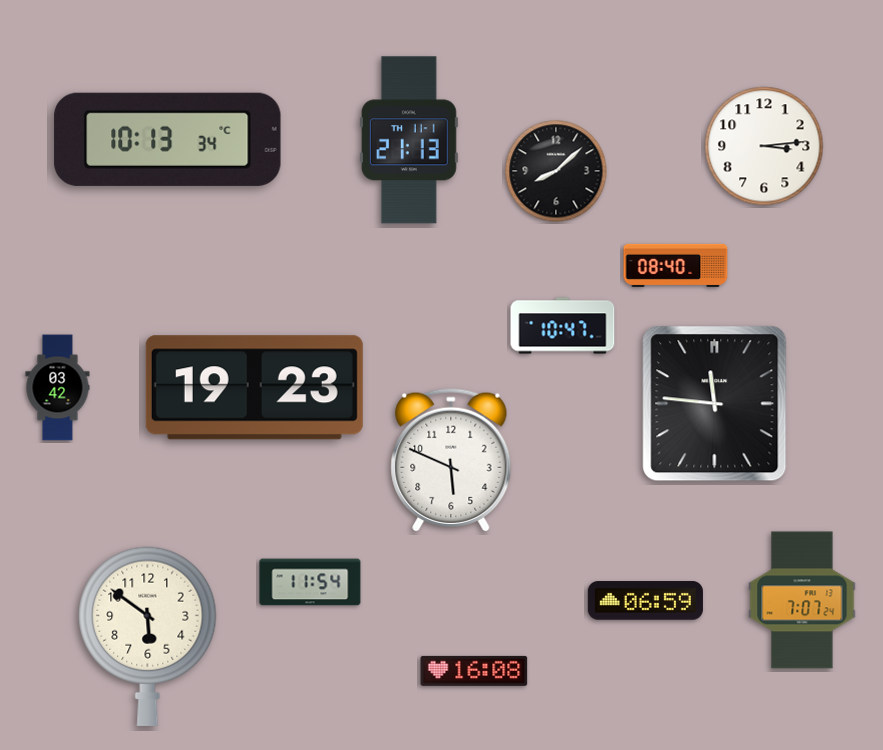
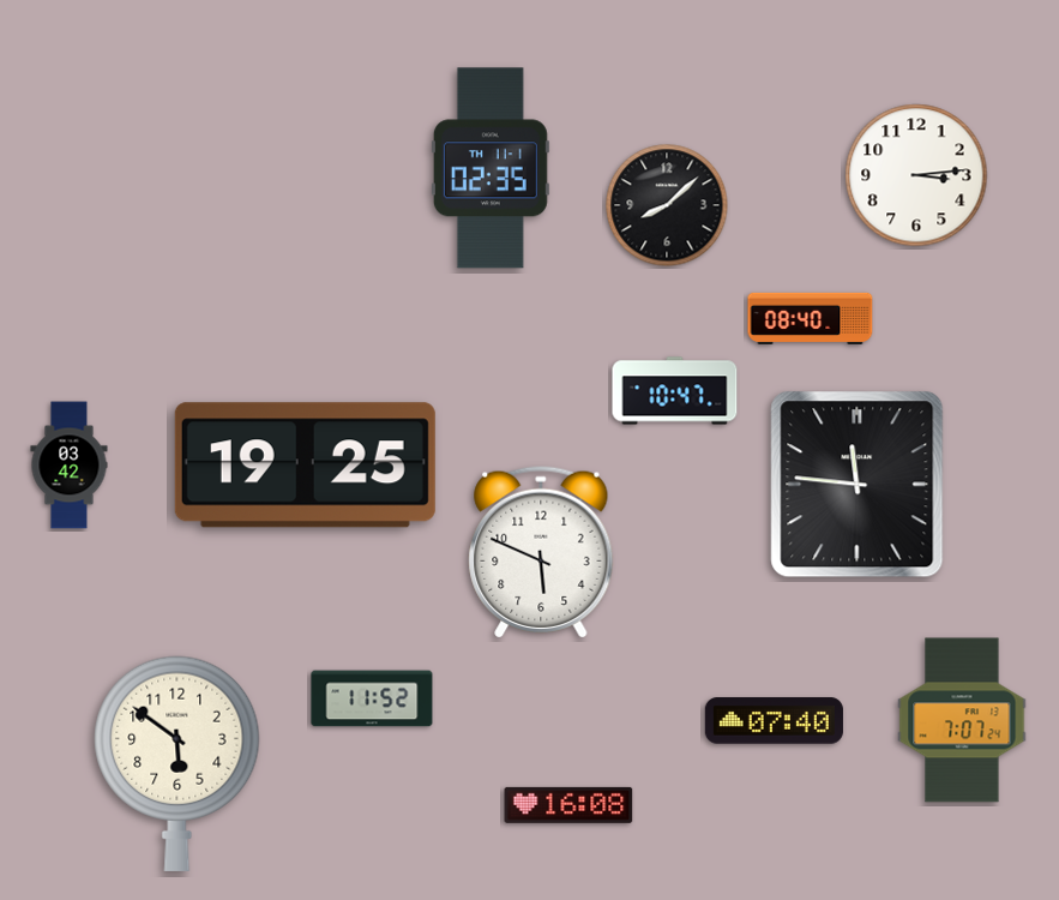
clock at (168, 139): 10:13 -> none
clock at (409, 140): 21:13 -> 02:35
clock at (254, 388): 19:23 -> 19:25
clock at (310, 582): 11:54 -> 11:52
clock at (645, 601): 06:59 -> 07:40
